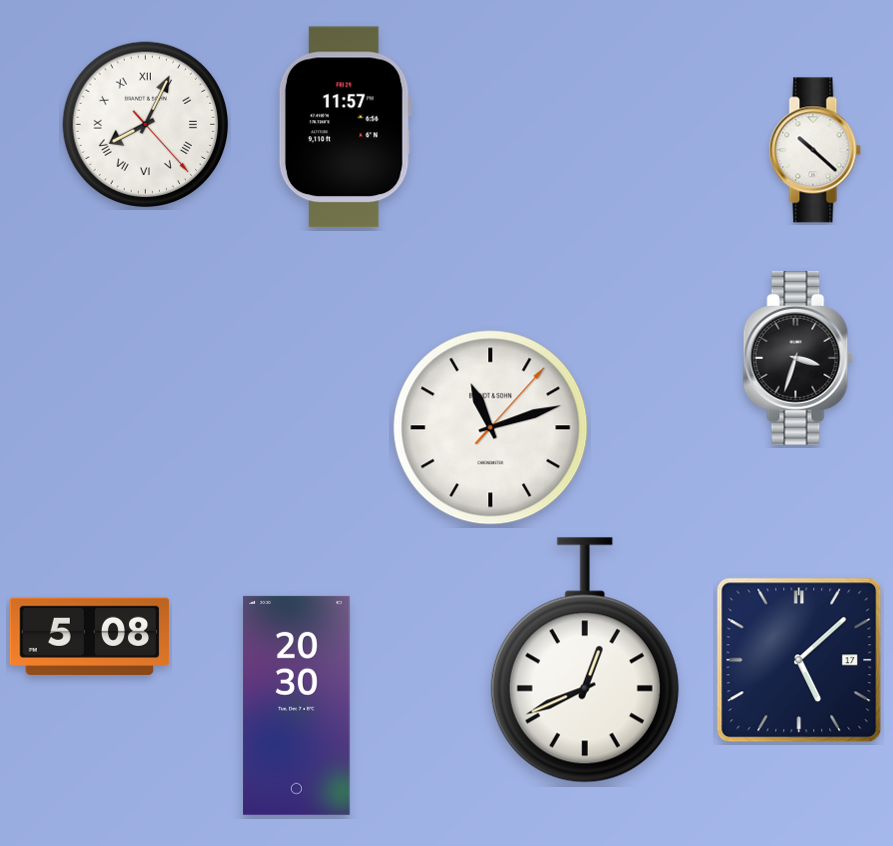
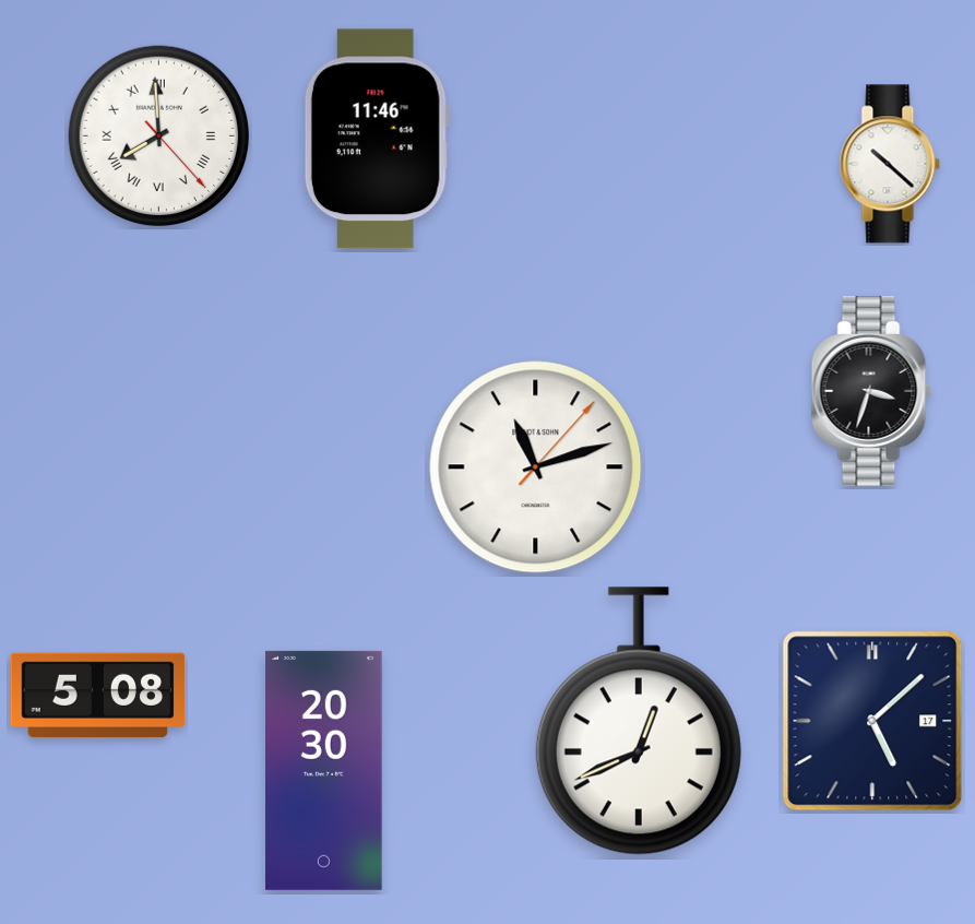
clock at (146, 125): 8:04 -> 7:59
clock at (345, 127): 11:57 -> 11:46
